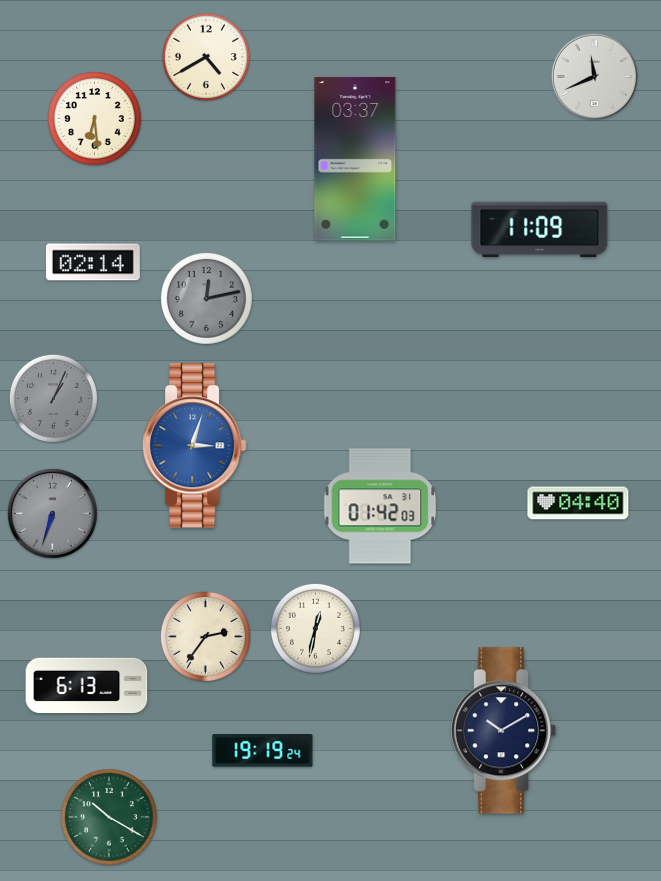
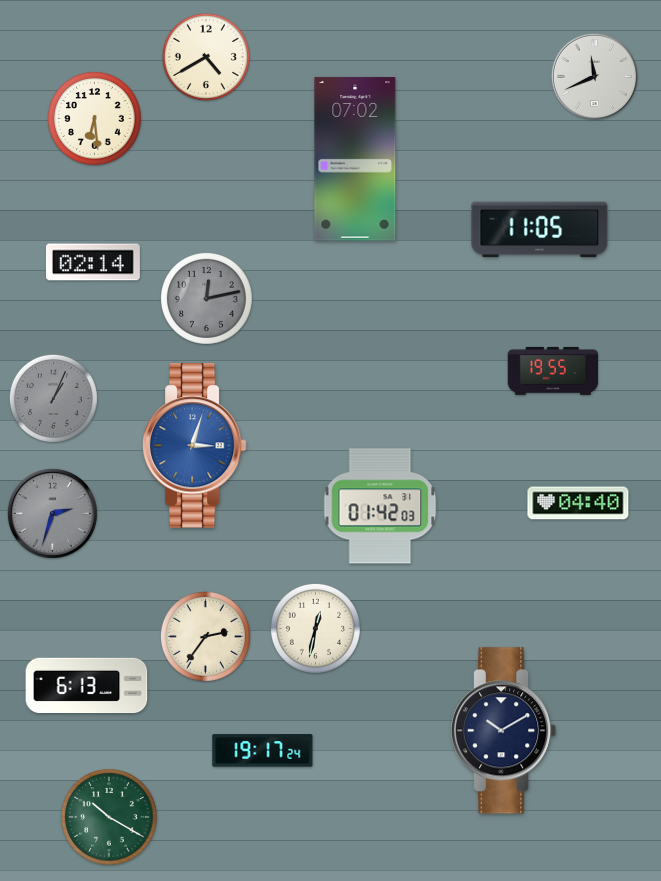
clock at (355, 159): 03:37 -> 07:02
clock at (540, 230): 11:09 -> 11:05
clock at (553, 371): none -> 19:55
clock at (52, 513): 6:33 -> 2:33
clock at (263, 751): 19:19 -> 19:17
